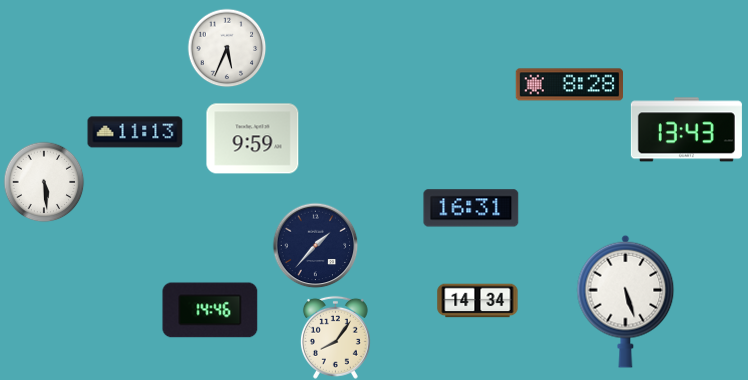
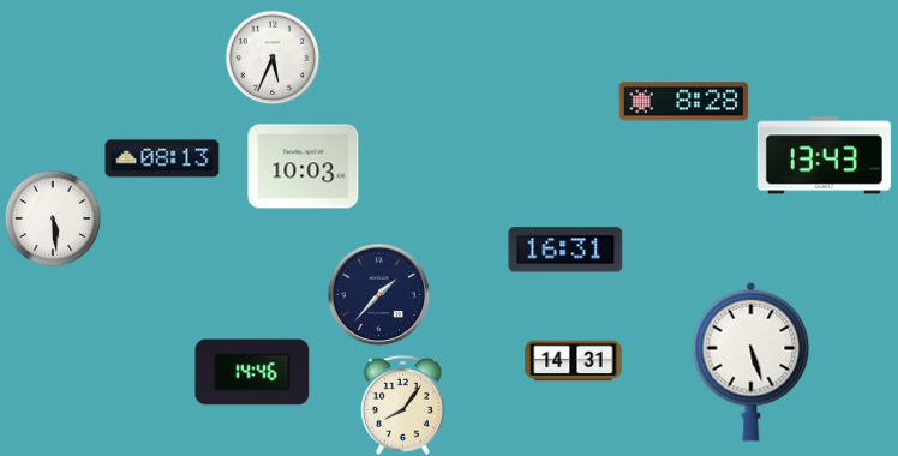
clock at (135, 132): 11:13 -> 08:13
clock at (253, 139): 9:59 -> 10:03
clock at (478, 301): 14:34 -> 14:31
